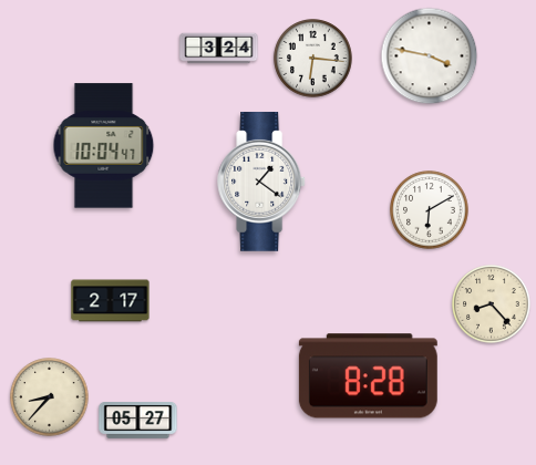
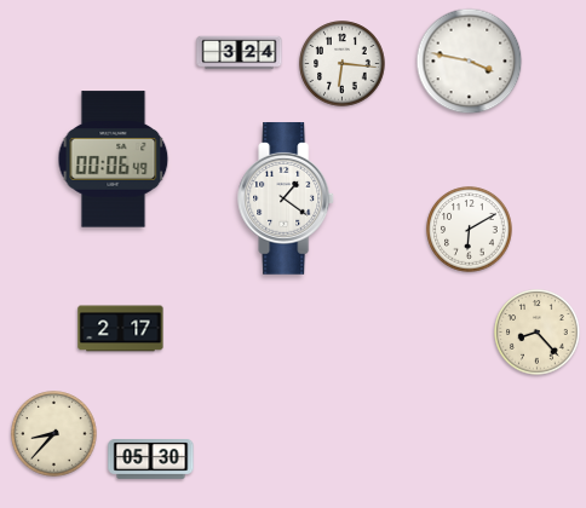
clock at (104, 146): 10:04 -> 00:06
clock at (368, 376): 8:28 -> none
clock at (138, 421): 05:27 -> 05:30
